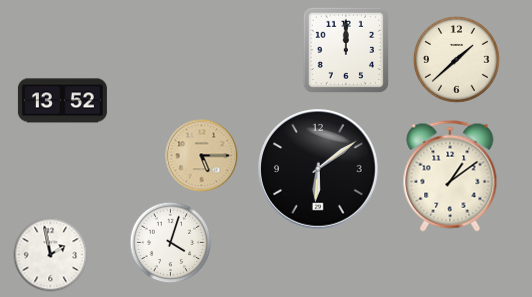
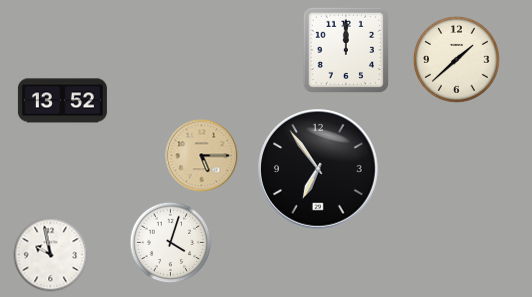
clock at (319, 170): 6:09 -> 6:54
clock at (450, 176): 1:09 -> none
clock at (51, 255): 1:58 -> 9:58
